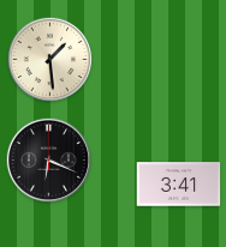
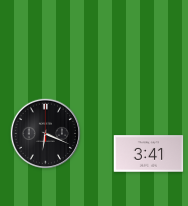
clock at (50, 60): 1:29 -> none
clock at (49, 161) position: (49, 161) -> (46, 134)
